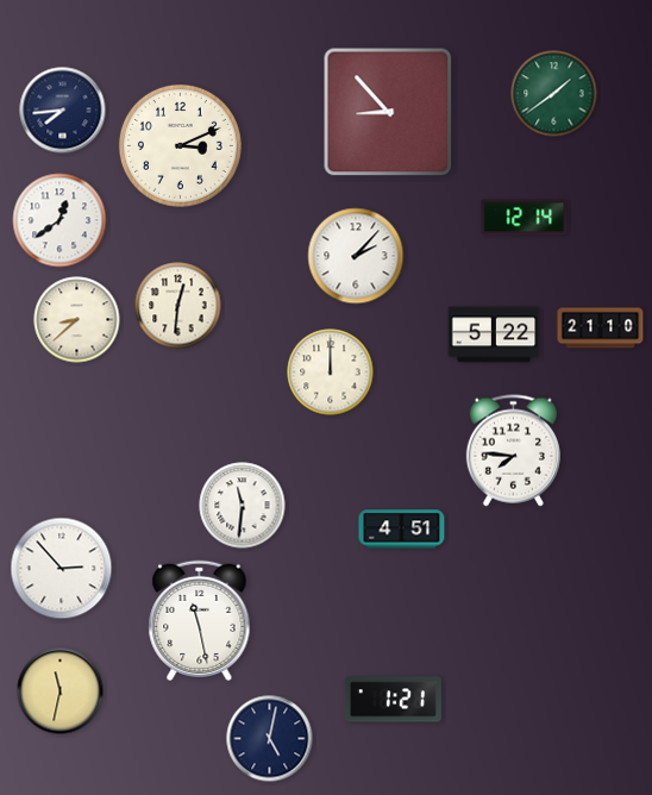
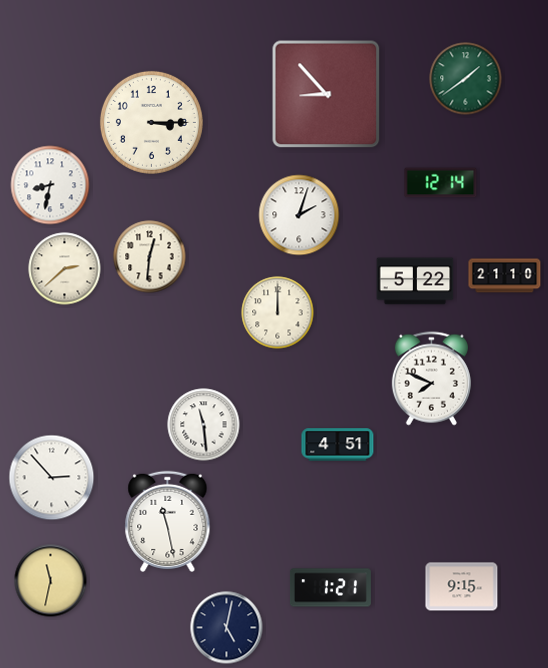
clock at (63, 111): 7:44 -> none
clock at (180, 145): 3:11 -> 3:15
clock at (59, 220): 12:39 -> 8:32
clock at (356, 256): 2:07 -> 2:03
clock at (77, 320): 8:38 -> 2:38
clock at (513, 451): 7:46 -> 7:49
clock at (243, 506): 11:31 -> 11:29
clock at (462, 587): none -> 9:15
clock at (270, 739) position: (270, 739) -> (227, 628)
